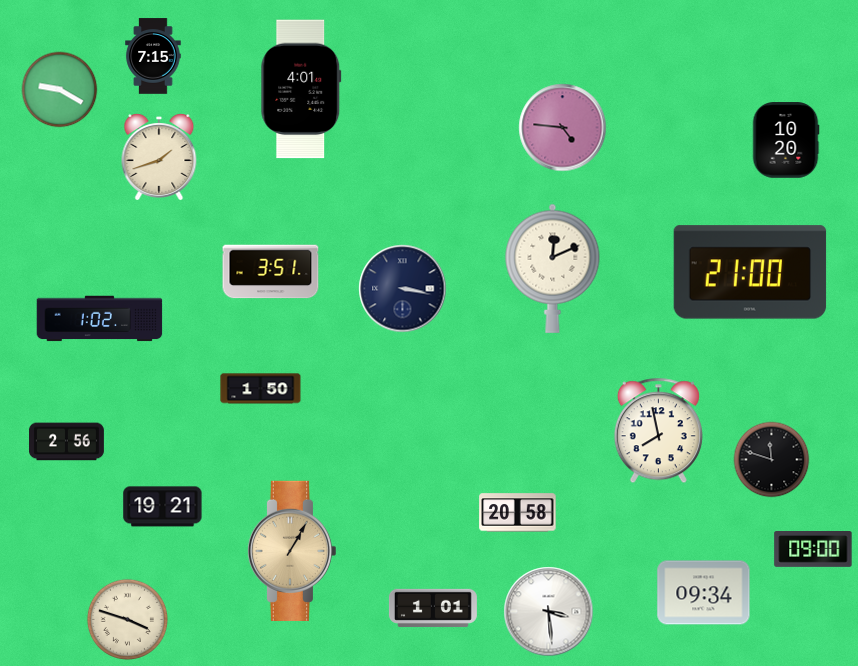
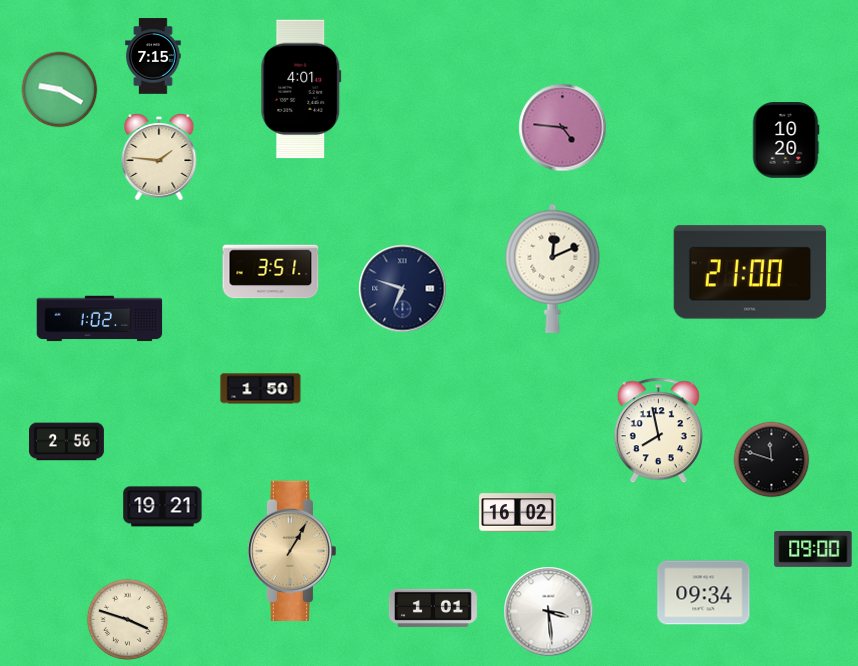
clock at (159, 157): 1:42 -> 1:46
clock at (403, 289): 3:17 -> 6:48
clock at (518, 513): 20:58 -> 16:02
